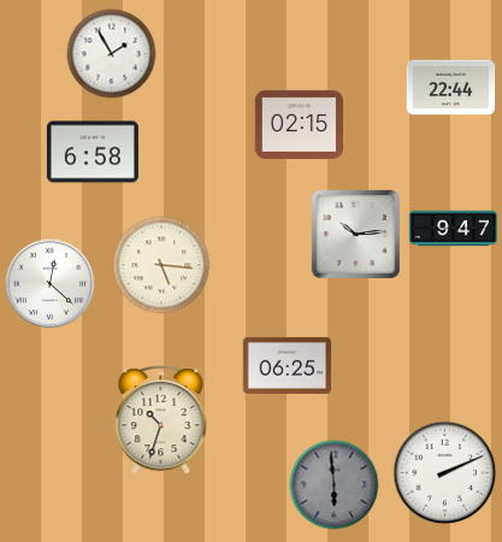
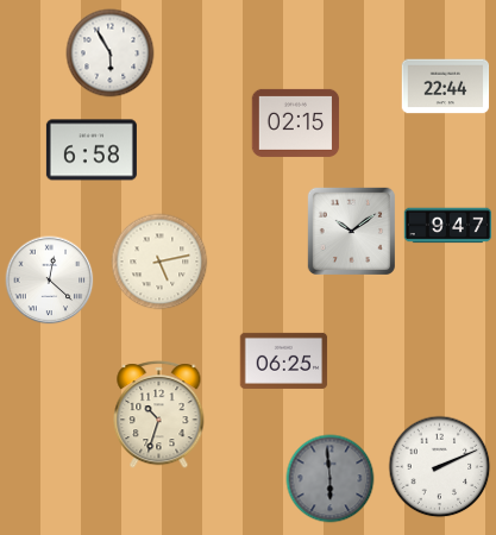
clock at (112, 54): 1:55 -> 5:55
clock at (355, 234): 10:14 -> 10:09
clock at (161, 265): 5:16 -> 5:13
